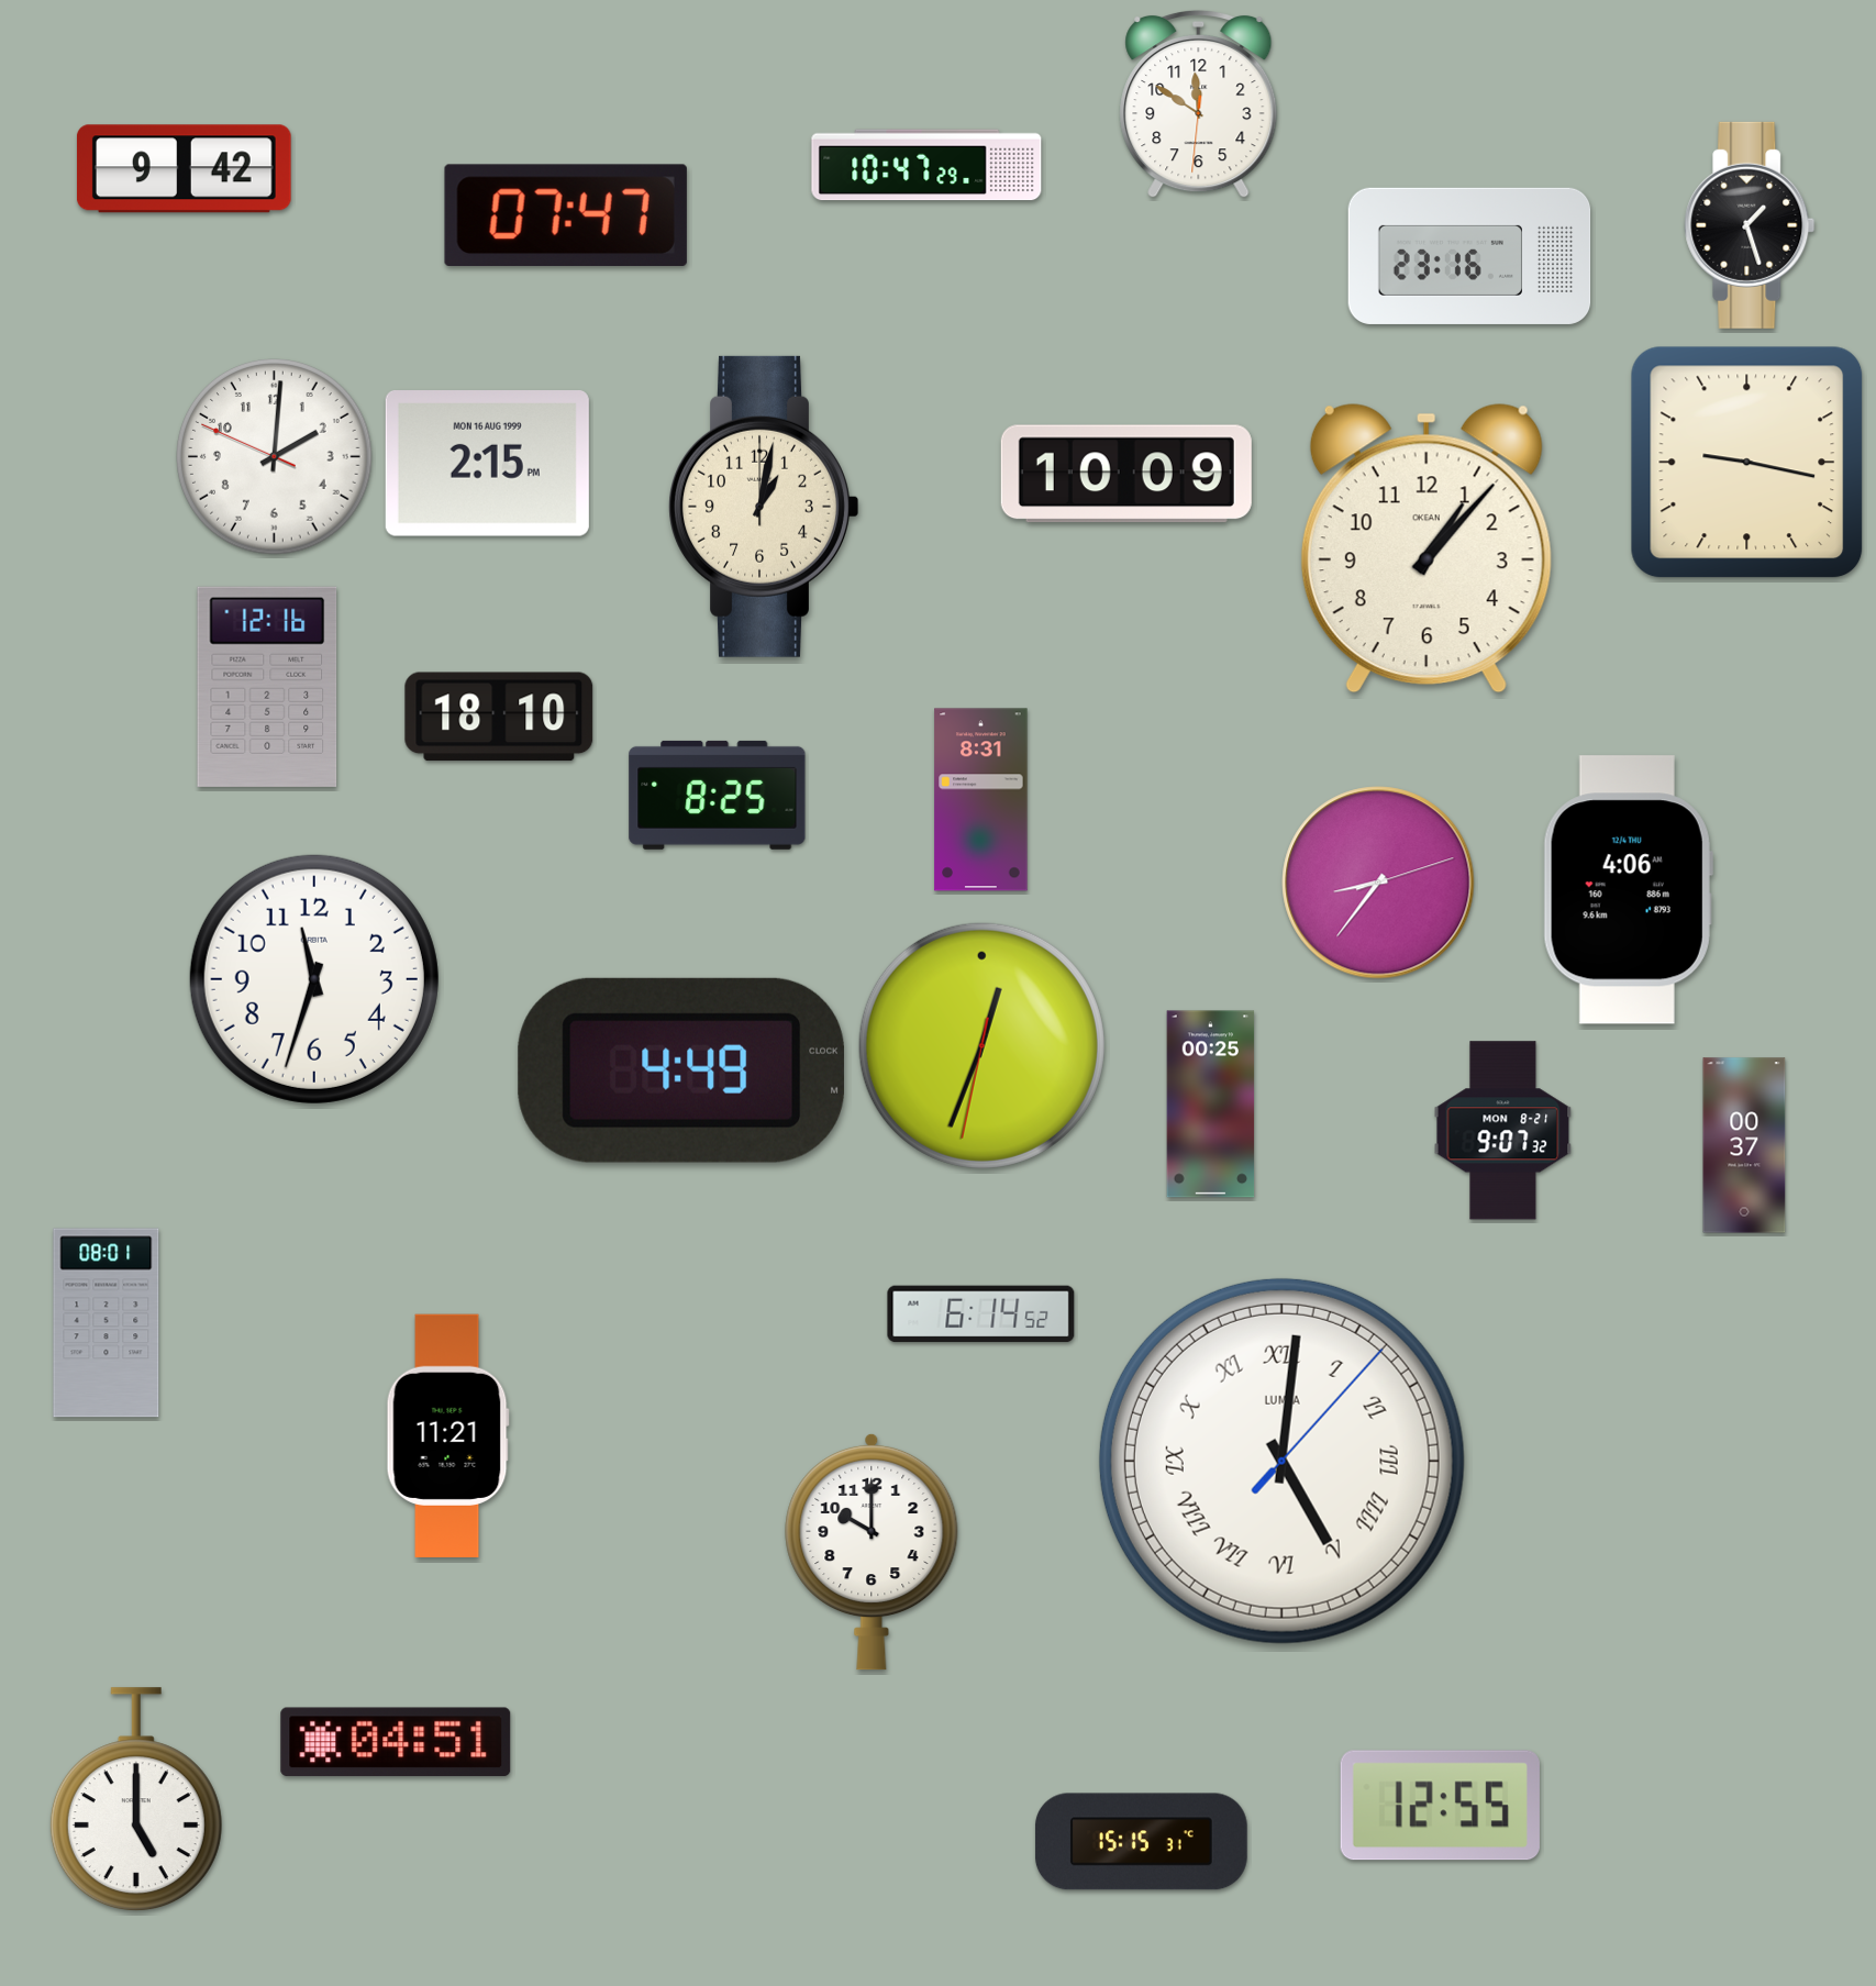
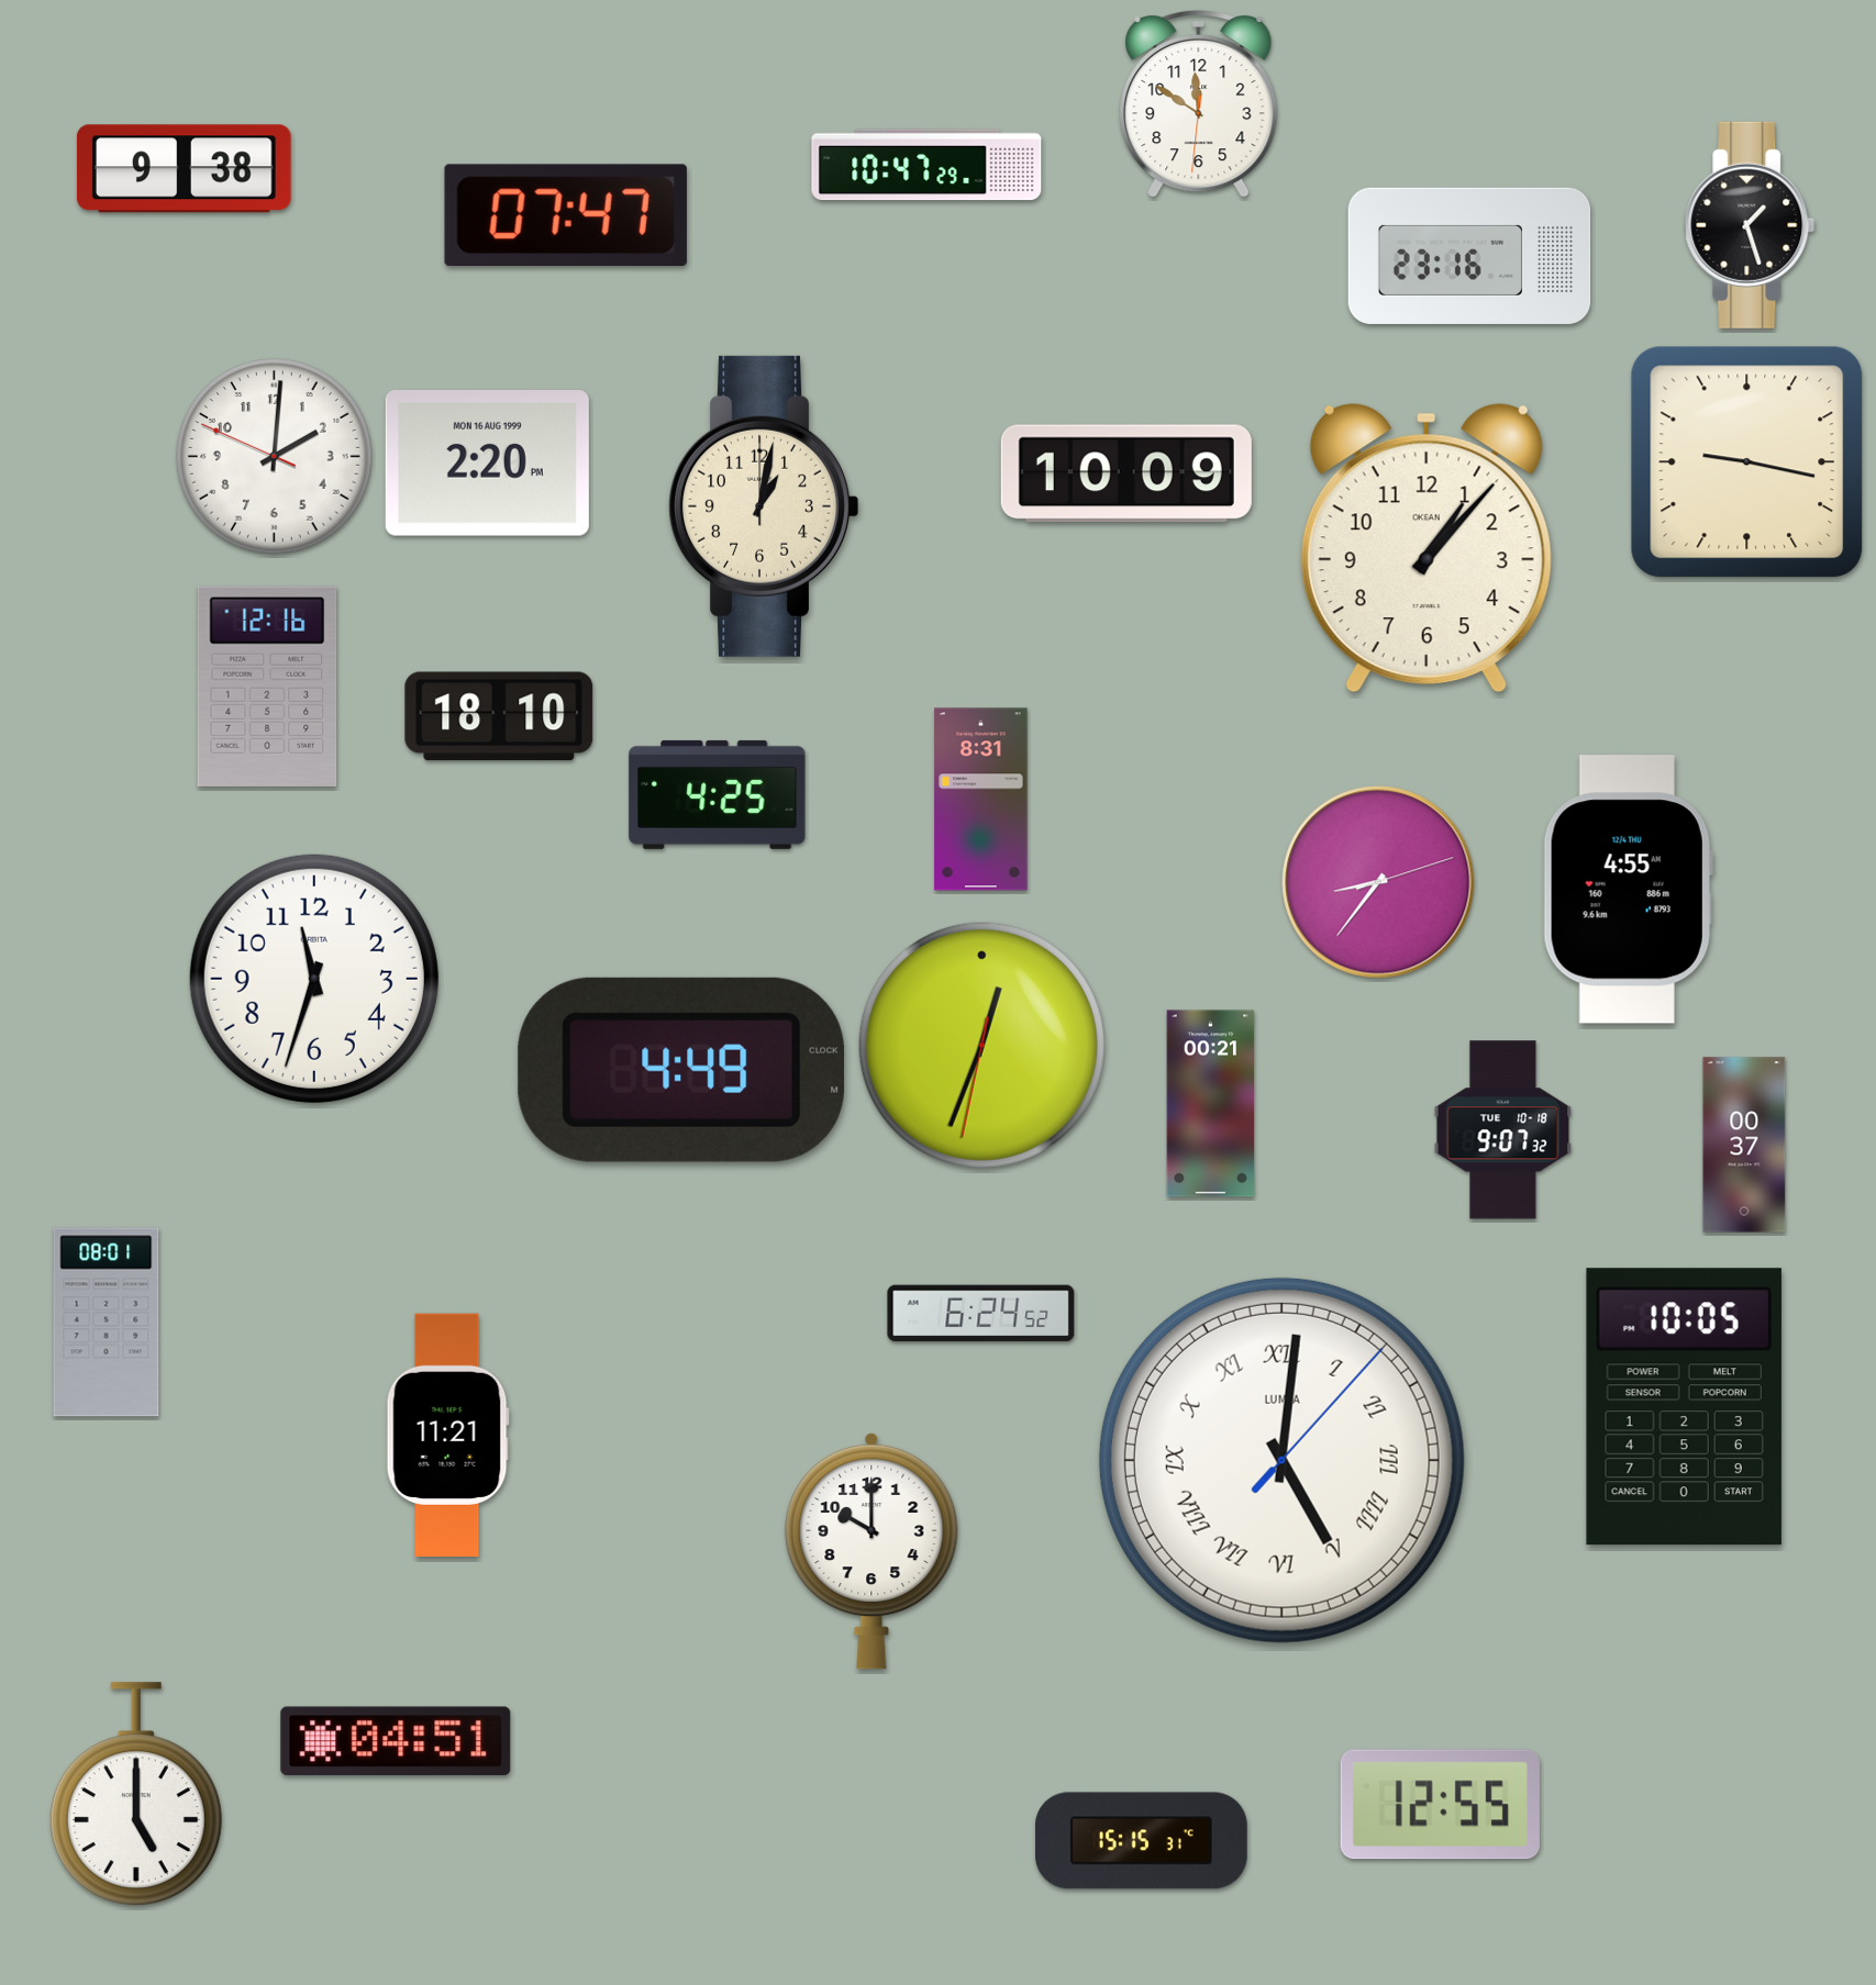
clock at (184, 169): 9:42 -> 9:38
clock at (487, 464): 2:15 -> 2:20
clock at (718, 795): 8:25 -> 4:25
clock at (1628, 890): 4:06 -> 4:55
clock at (1211, 1105): 00:25 -> 00:21
clock at (1503, 1131) date: MON 8-21 -> TUE 10-18
clock at (981, 1314): 6:14 -> 6:24
clock at (1684, 1407): none -> 10:05
clock at (136, 1800) position: (136, 1800) -> (136, 1795)
